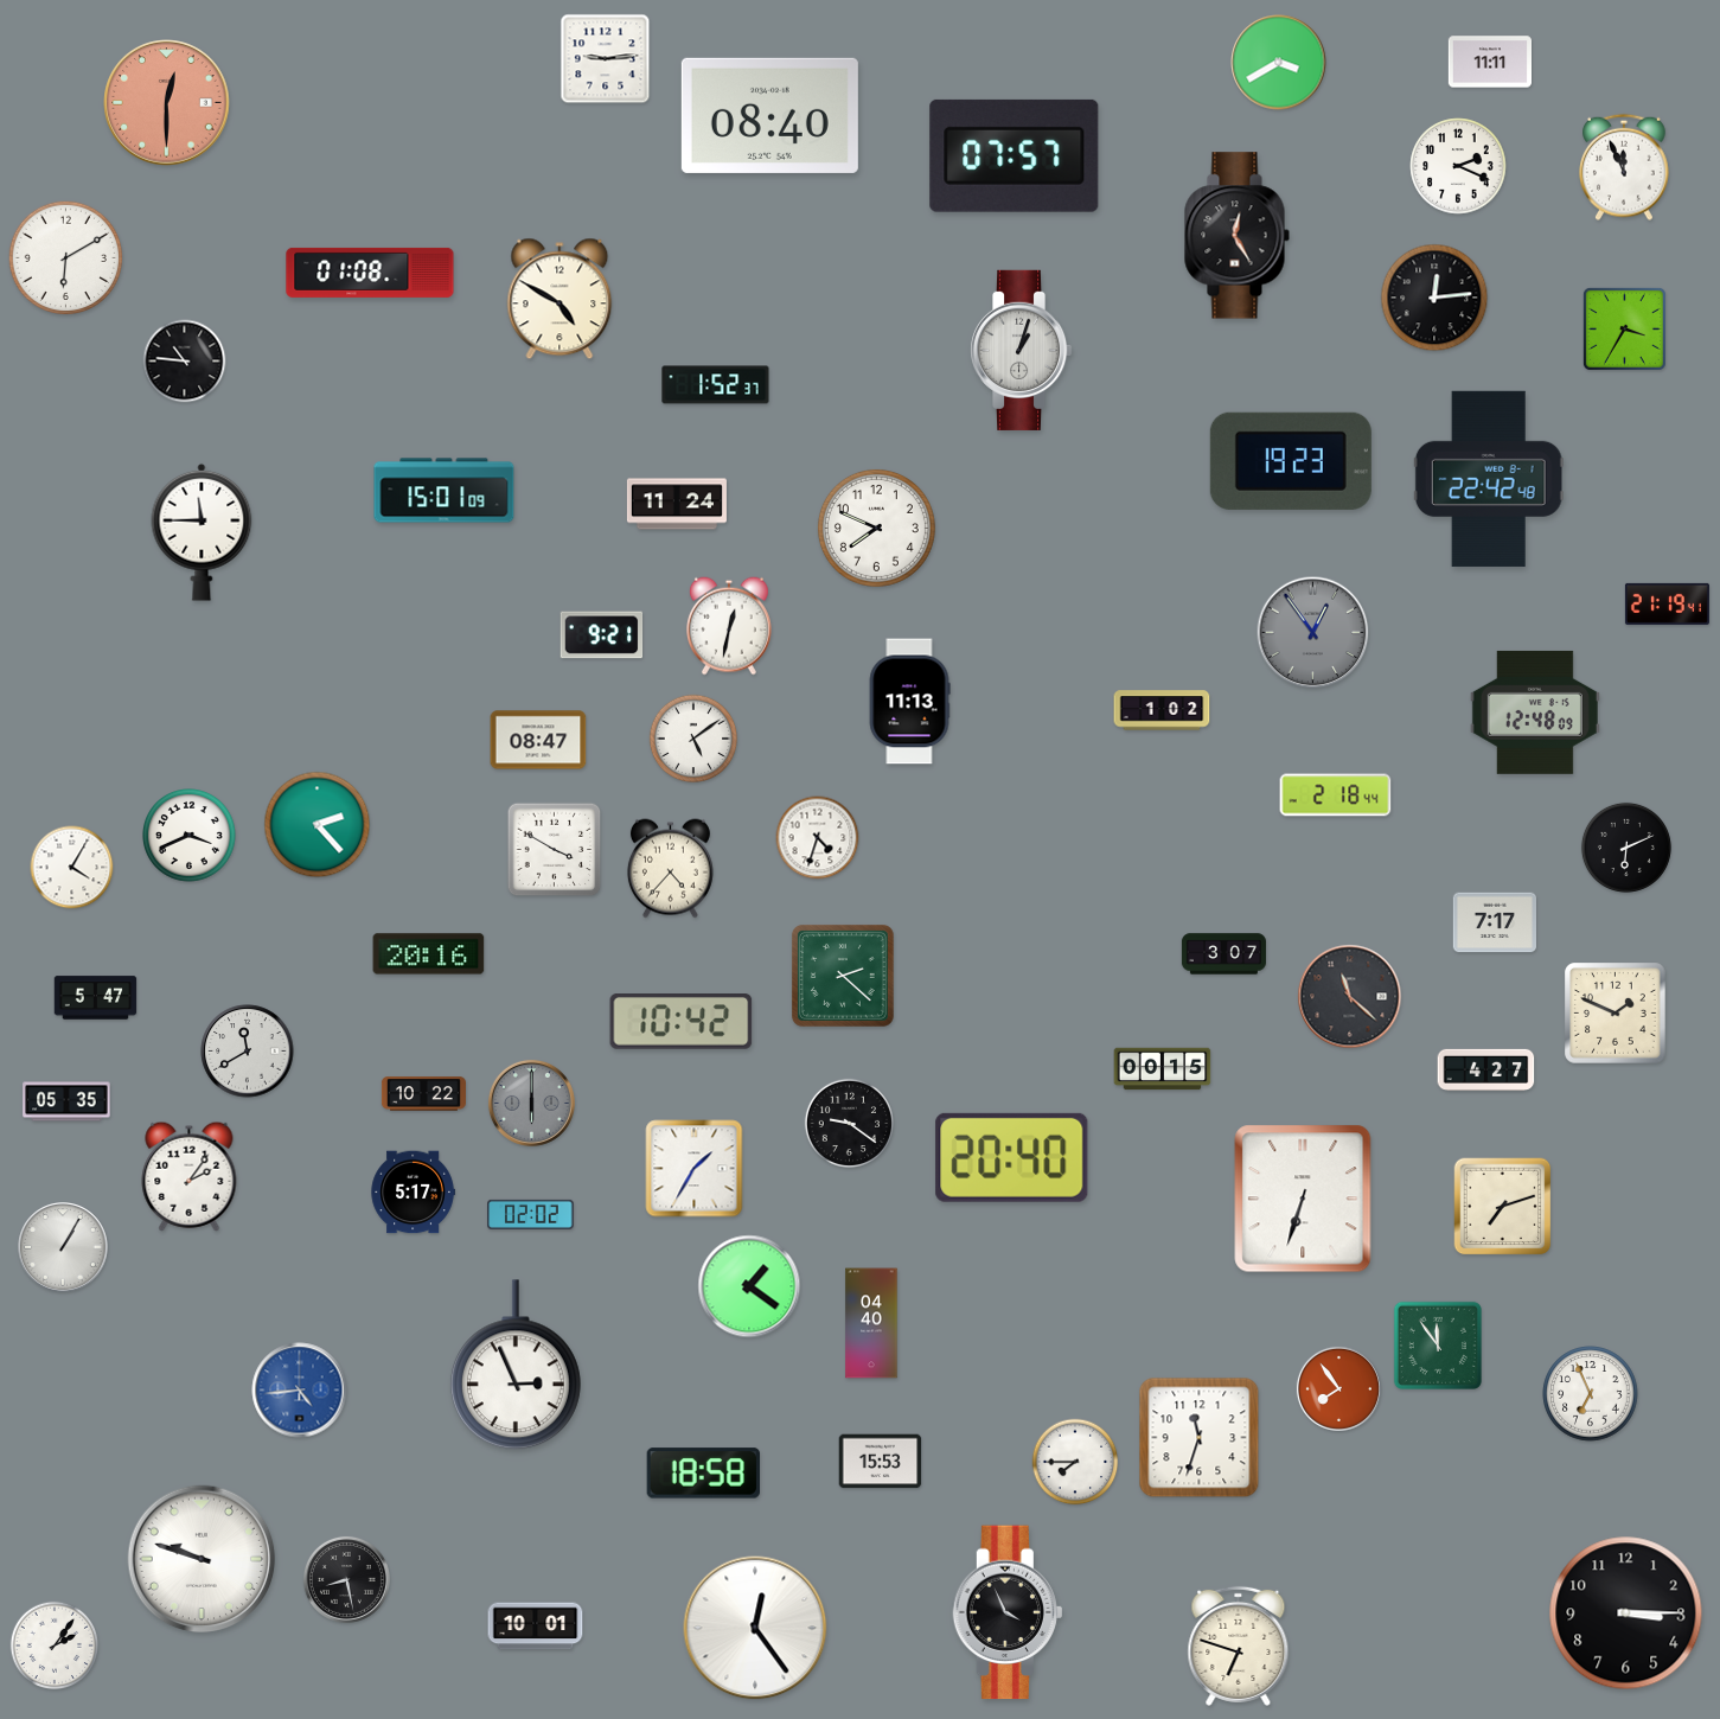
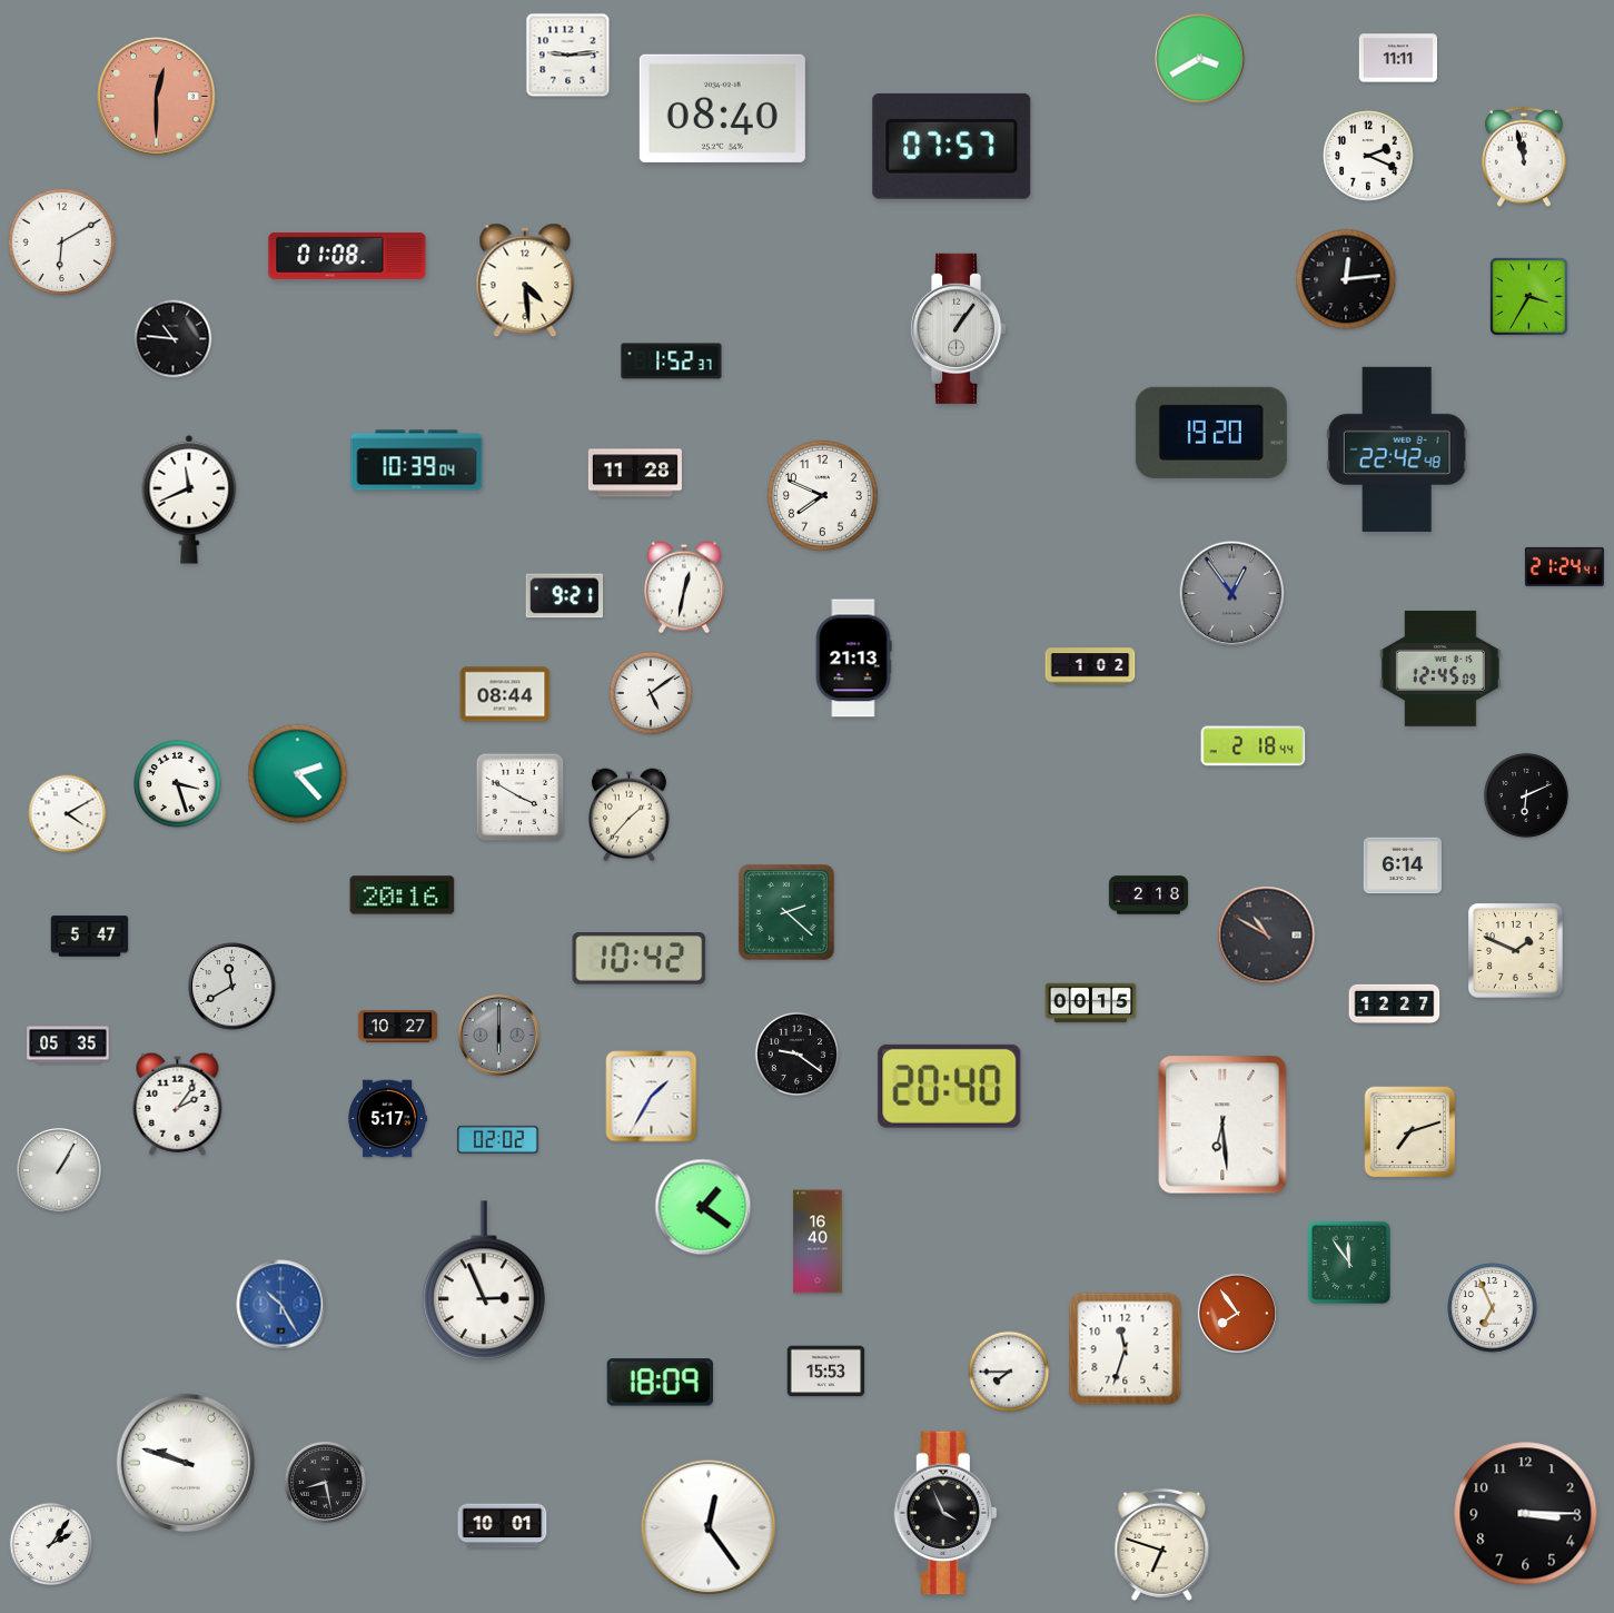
clock at (1625, 167): 11:56 -> 11:58
clock at (1236, 236): 12:25 -> none
clock at (560, 299): 4:50 -> 4:29
clock at (1624, 328) position: (1624, 328) -> (1528, 296)
clock at (1021, 350): 1:03 -> 1:06
clock at (1291, 461): 19:23 -> 19:20
clock at (445, 491): 15:01 -> 10:39
clock at (677, 504): 11:24 -> 11:28
clock at (202, 532): 11:45 -> 11:41
clock at (1667, 603): 21:19 -> 21:24
clock at (909, 702): 11:13 -> 21:13
clock at (1535, 712): 12:48 -> 12:45
clock at (538, 740): 08:47 -> 08:44
clock at (190, 836): 3:41 -> 3:27
clock at (818, 838): 4:33 -> none
clock at (72, 868): 4:05 -> 4:10
clock at (670, 869): 4:37 -> 1:37
clock at (1494, 922): 7:17 -> 6:14
clock at (1223, 954): 3:07 -> 2:18
clock at (843, 976) position: (843, 976) -> (786, 912)
clock at (1350, 997): 11:22 -> 10:50
clock at (1486, 1069): 4:27 -> 12:27
clock at (423, 1094): 10:22 -> 10:27
clock at (66, 1101) position: (66, 1101) -> (68, 1045)
clock at (1303, 1199): 6:33 -> 6:29
clock at (871, 1323): 04:40 -> 16:40
clock at (1338, 1388) position: (1338, 1388) -> (1237, 1313)
clock at (300, 1391): 4:44 -> 10:25
clock at (703, 1474): 18:58 -> 18:09
clock at (202, 1559) position: (202, 1559) -> (186, 1463)
